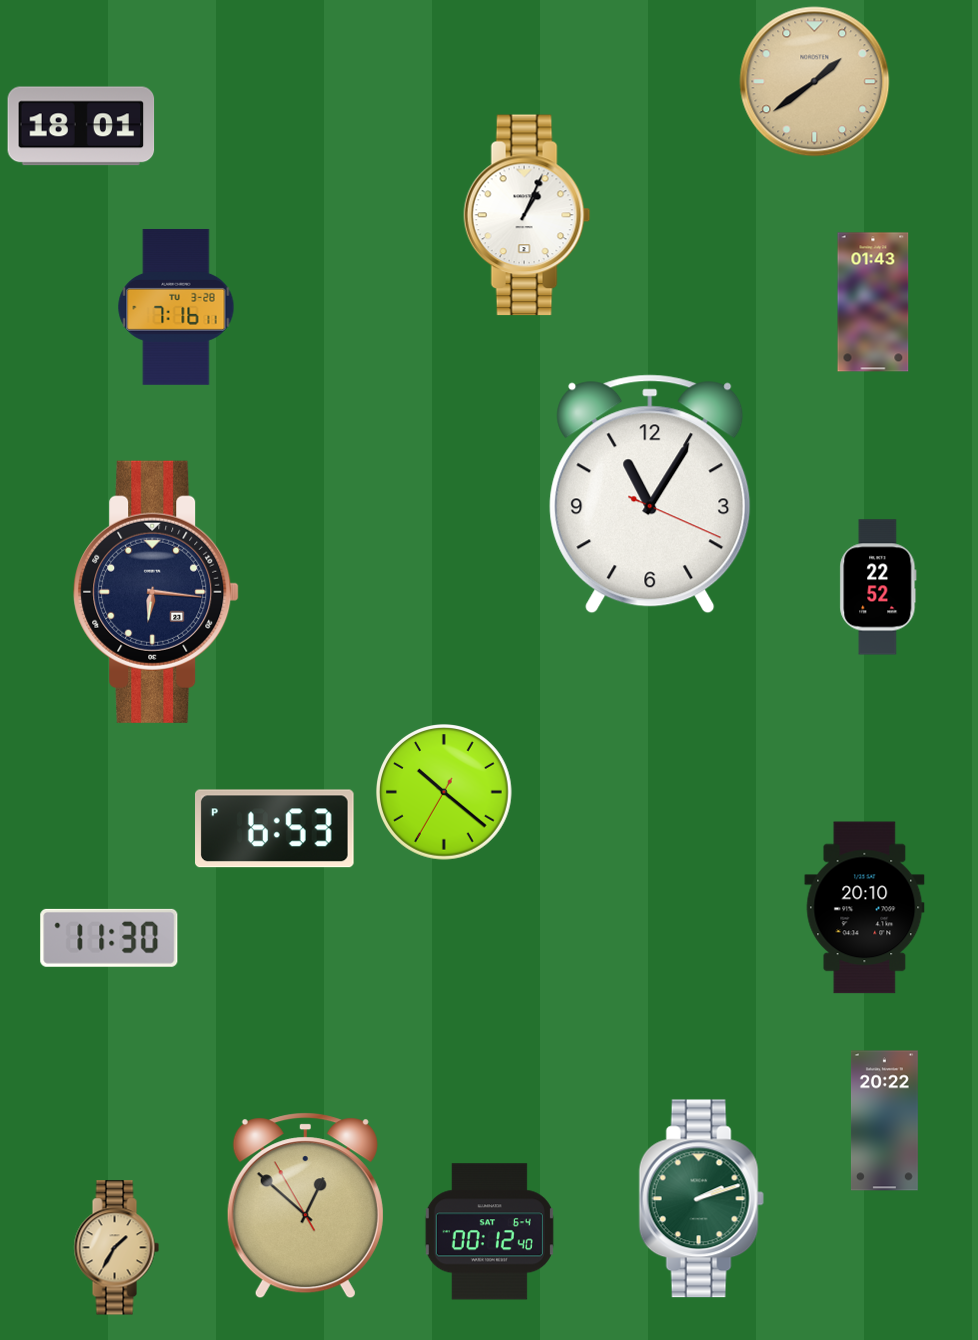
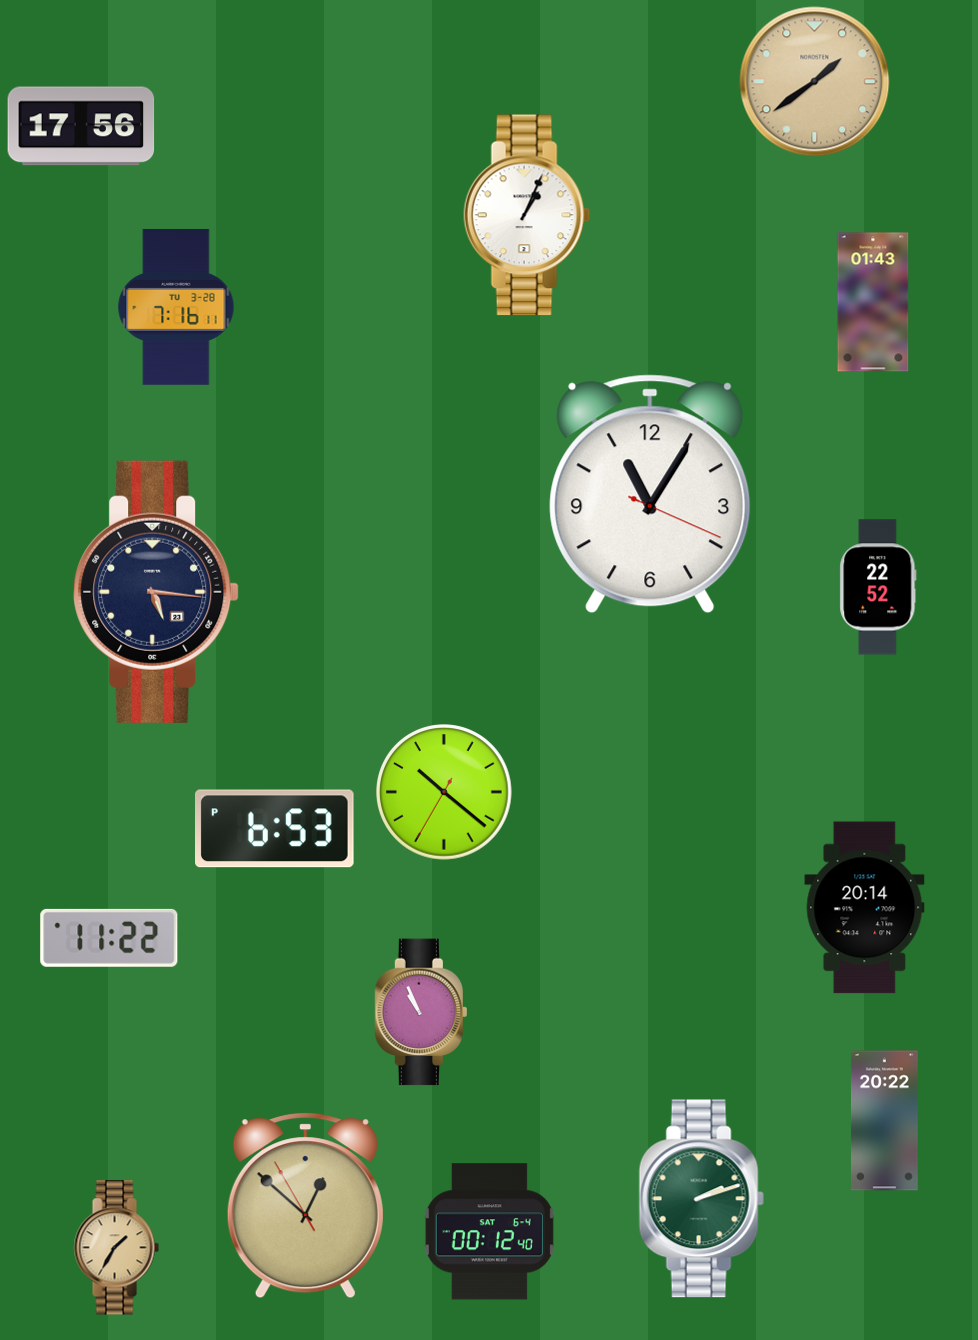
clock at (81, 126): 18:01 -> 17:56
clock at (156, 592): 6:16 -> 5:16
clock at (865, 908): 20:10 -> 20:14
clock at (109, 938): 11:30 -> 11:22
clock at (420, 1012): none -> 10:56
